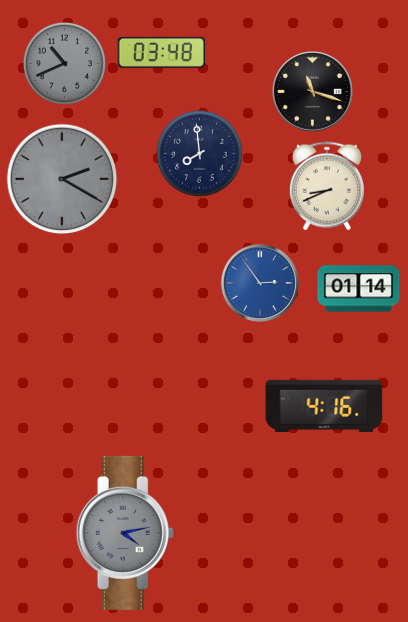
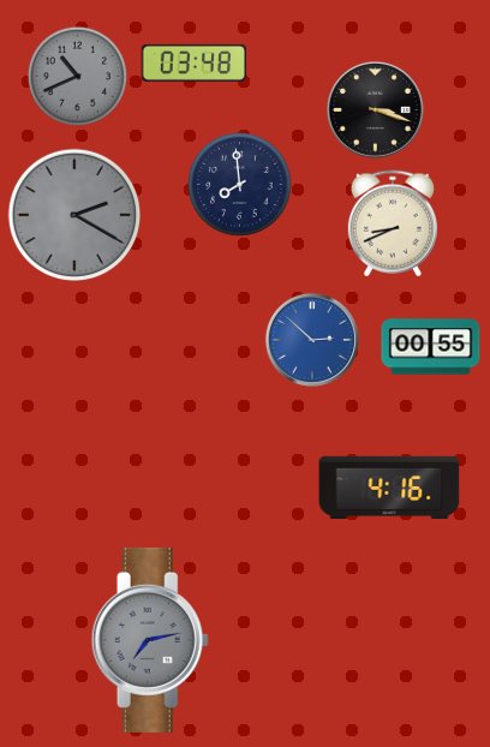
clock at (312, 91): 11:18 -> 3:18
clock at (260, 283): 2:54 -> 2:52
clock at (359, 289): 01:14 -> 00:55
clock at (125, 533): 4:13 -> 7:13
